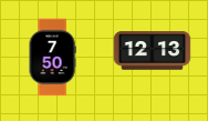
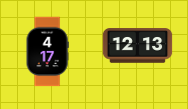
clock at (52, 58): 7:50 -> 4:17
